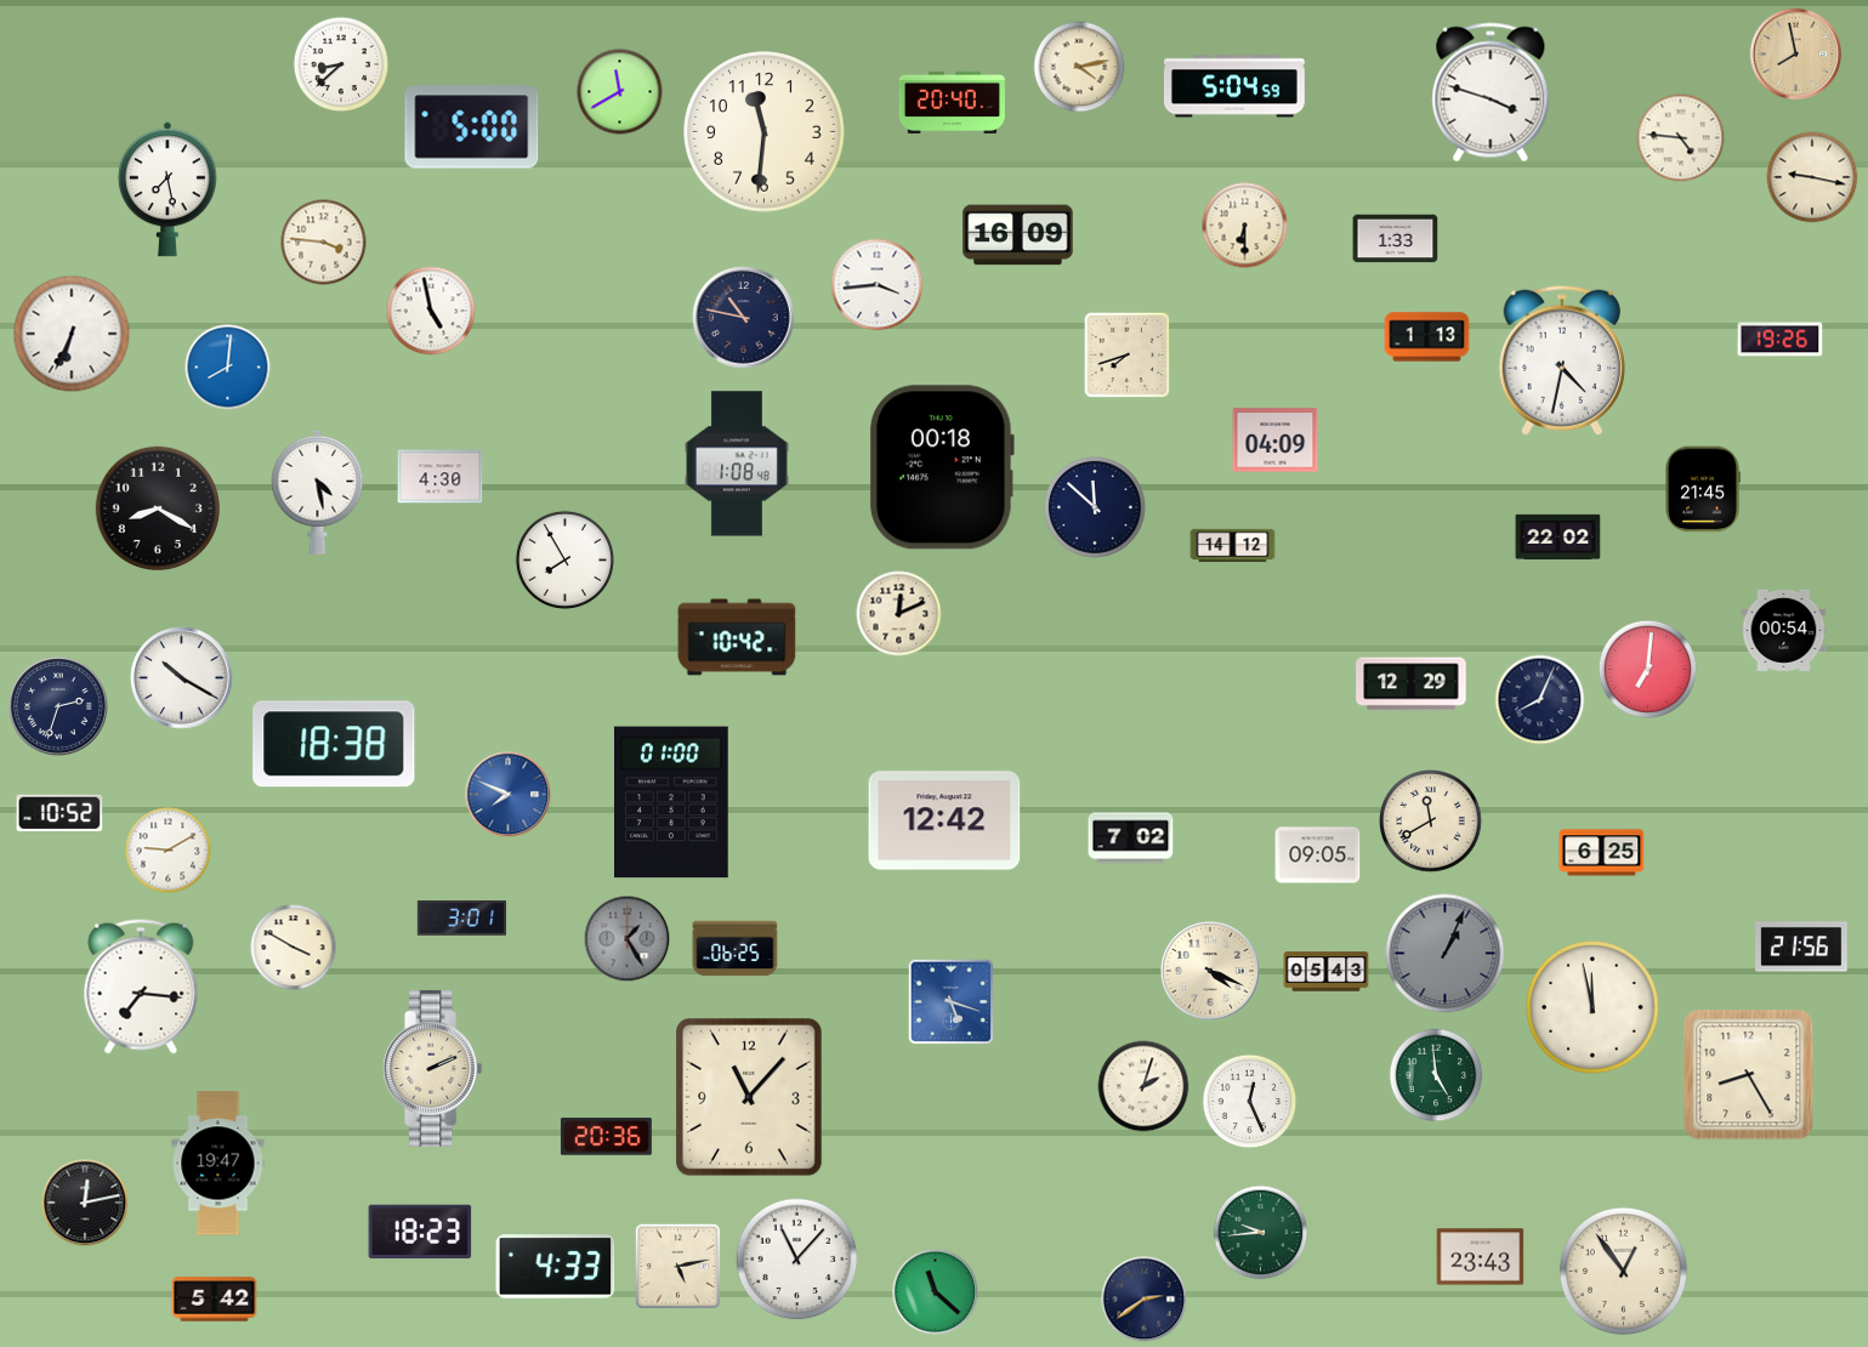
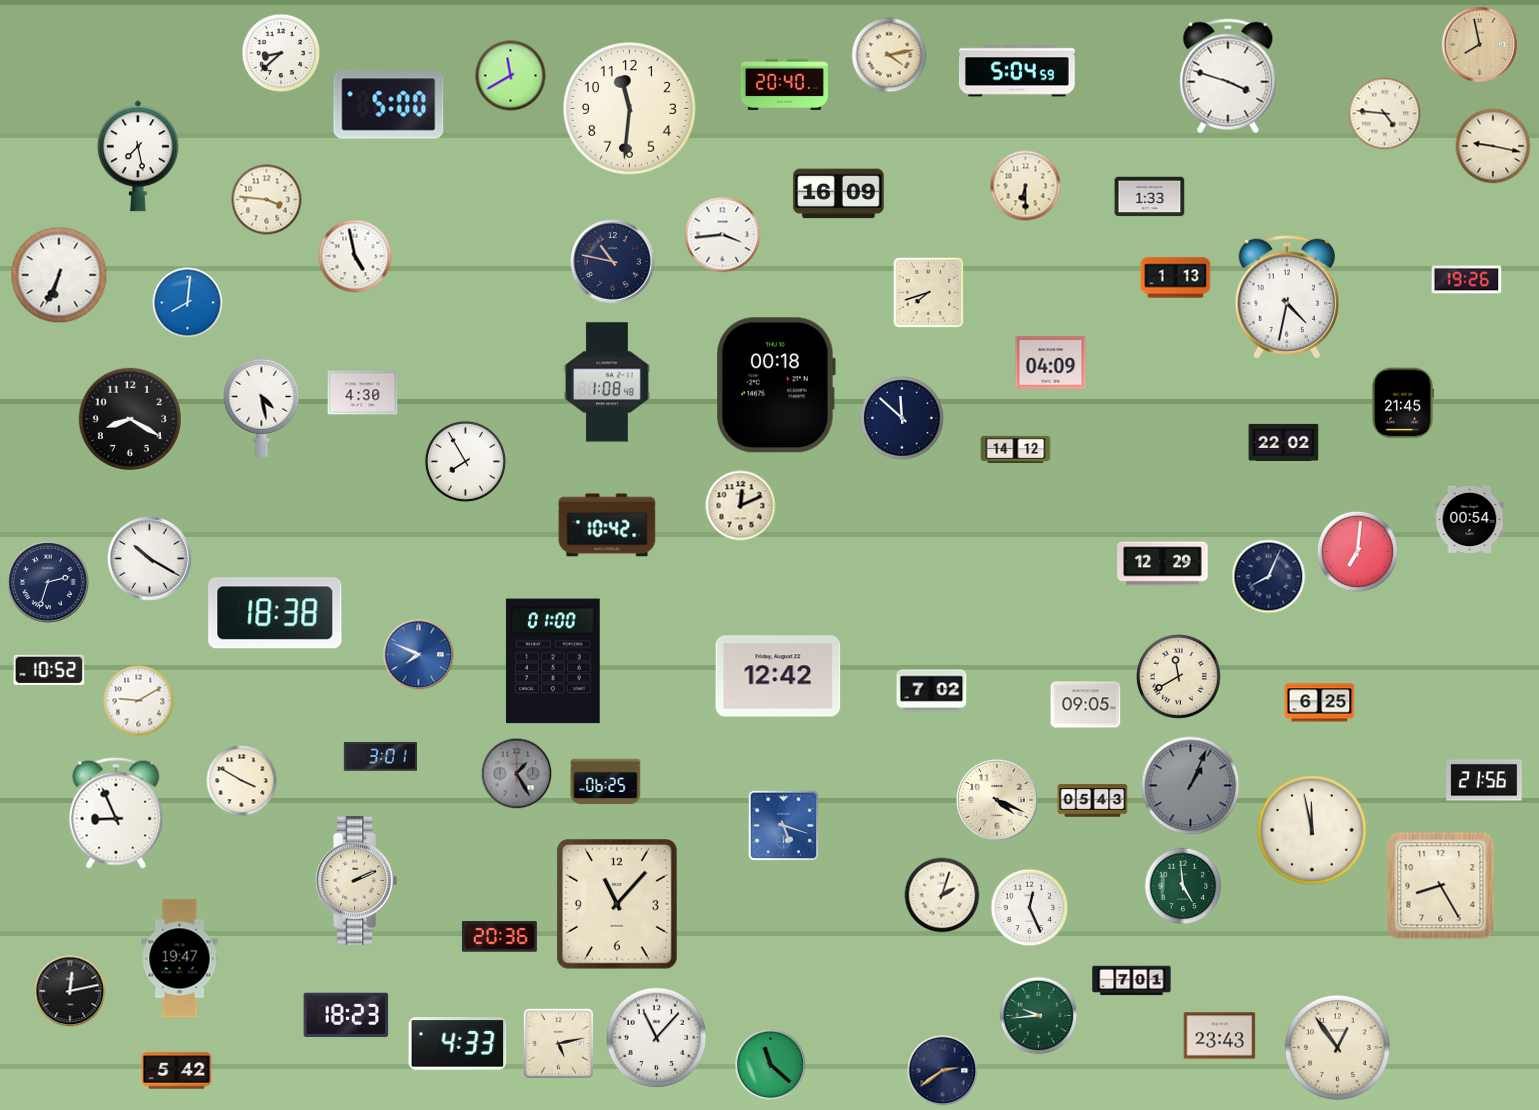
clock at (141, 987): 7:16 -> 8:56
clock at (1132, 981): none -> 7:01
